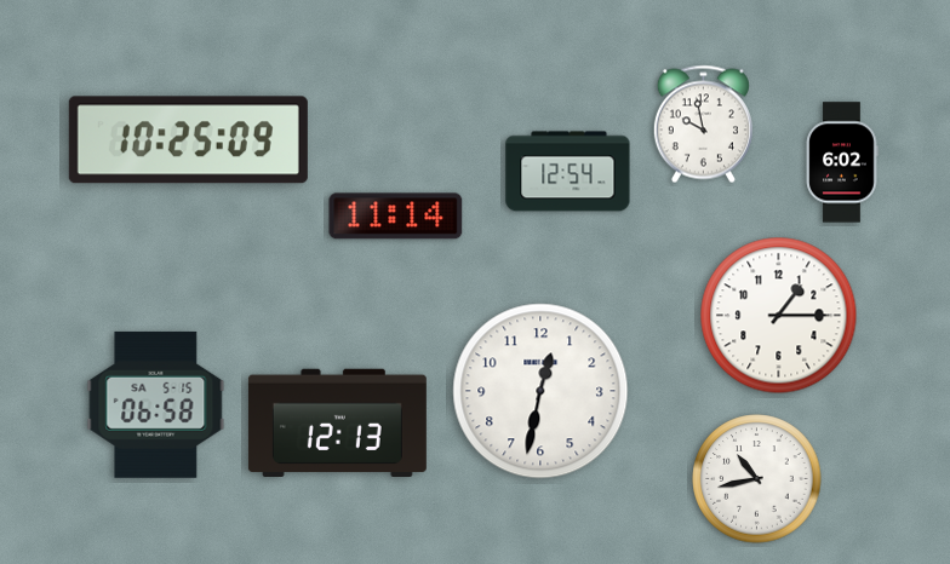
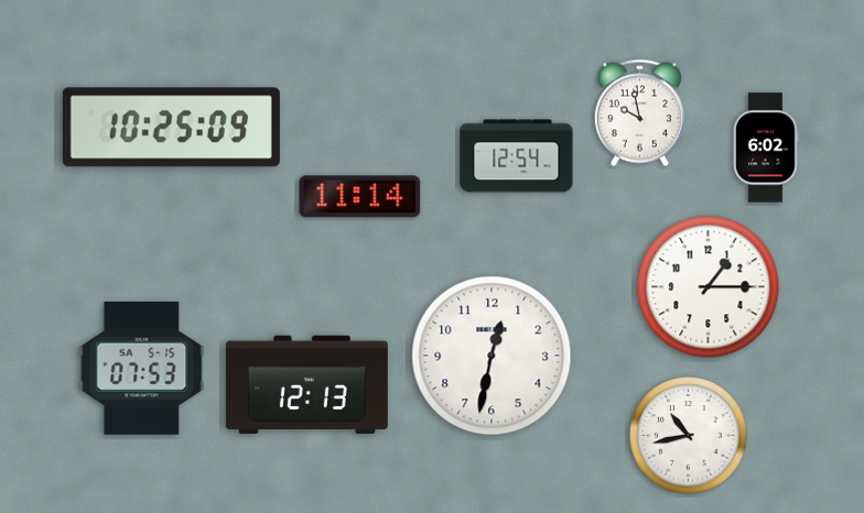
clock at (156, 404): 06:58 -> 07:53
